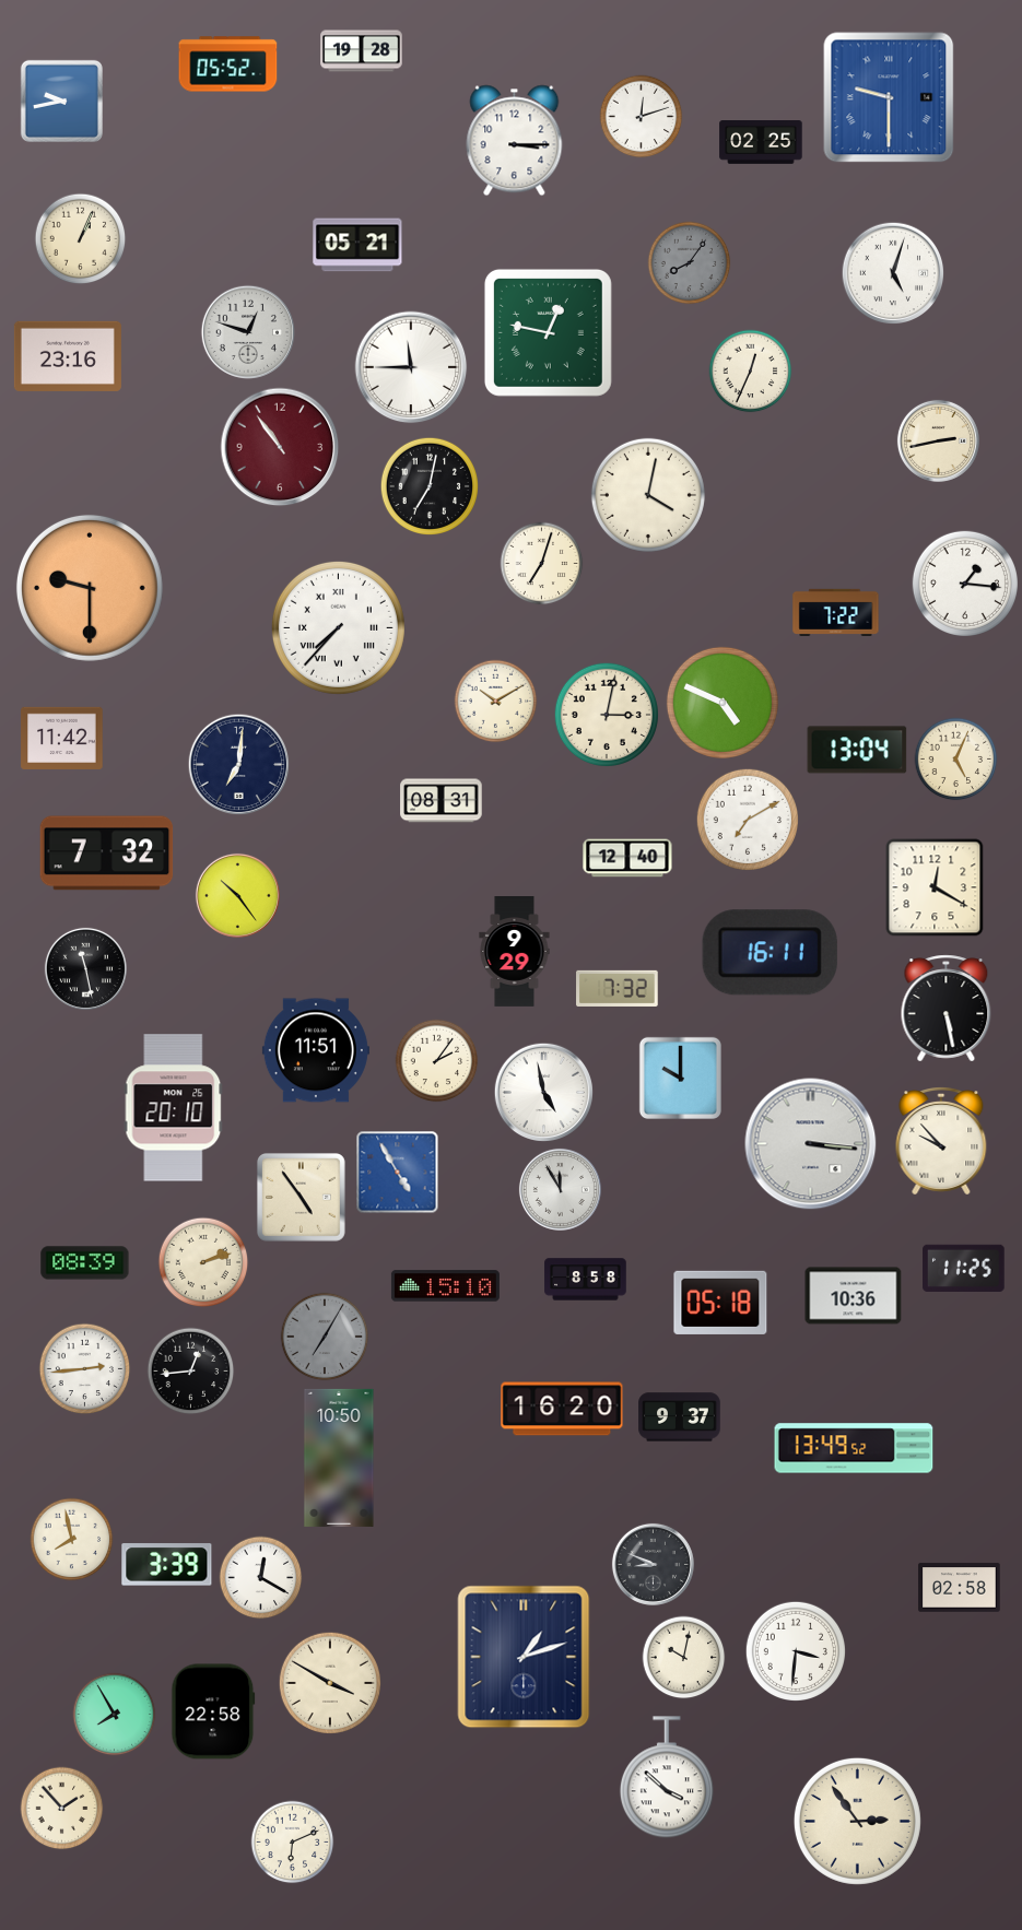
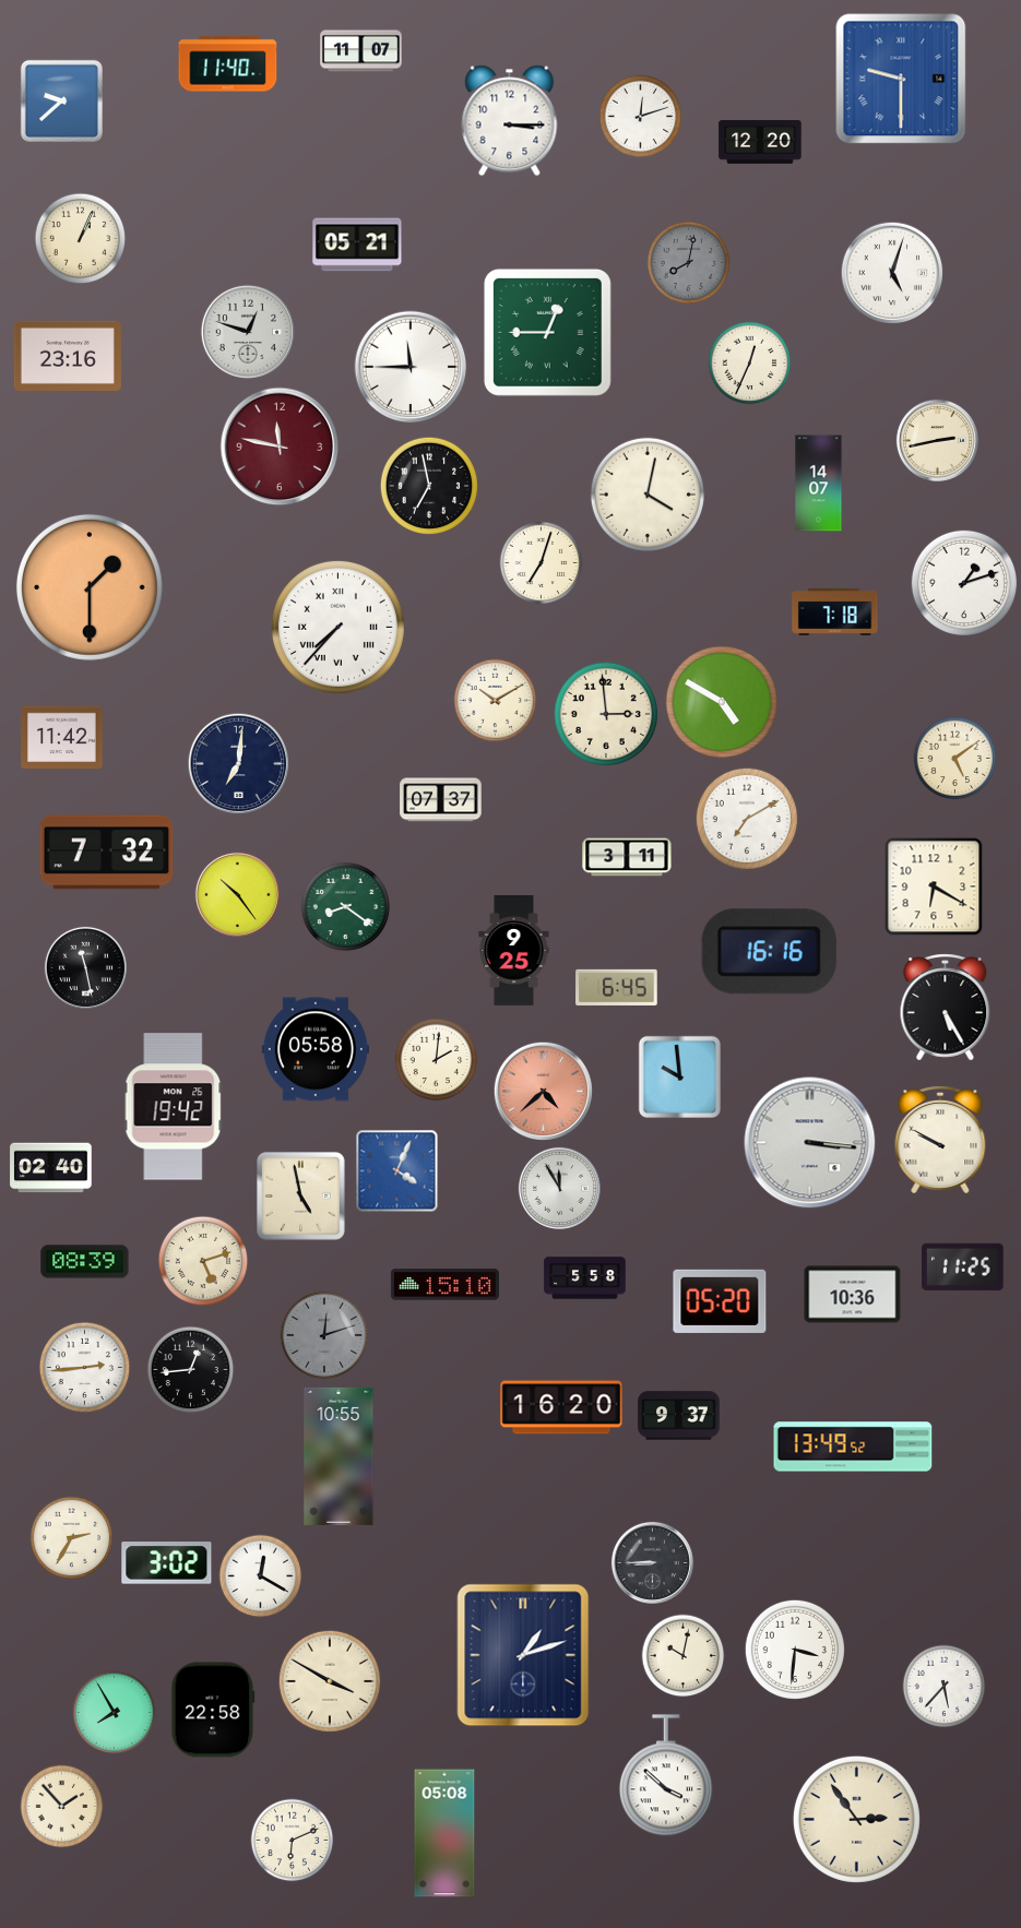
clock at (362, 51): 19:28 -> 11:07
clock at (228, 64): 05:52 -> 11:40
clock at (889, 97) position: (889, 97) -> (901, 79)
clock at (61, 101): 9:43 -> 9:38
clock at (515, 141) position: (515, 141) -> (510, 121)
clock at (761, 143): 02:25 -> 12:20
clock at (690, 263): 8:06 -> 8:02
clock at (548, 332): 12:47 -> 12:45
clock at (751, 372) position: (751, 372) -> (750, 364)
clock at (280, 447): 10:54 -> 11:47
clock at (819, 484): none -> 14:07
clock at (428, 486): 7:02 -> 6:58
clock at (965, 584): 1:16 -> 1:12
clock at (90, 588): 9:30 -> 1:30
clock at (836, 612): 7:22 -> 7:18
clock at (723, 703): 4:49 -> 4:50
clock at (607, 715): 3:02 -> 2:59
clock at (857, 750): 13:04 -> none
clock at (956, 760): 5:04 -> 5:09
clock at (442, 801): 08:31 -> 07:37
clock at (627, 858): 12:40 -> 3:11
clock at (935, 887): 12:20 -> 6:20
clock at (346, 907): none -> 8:21
clock at (515, 952): 9:29 -> 9:25
clock at (770, 953): 16:11 -> 16:16
clock at (618, 988): 7:32 -> 6:45
clock at (947, 1009): 5:28 -> 5:25
clock at (316, 1050): 11:51 -> 05:58
clock at (437, 1061): 2:06 -> 2:01
clock at (680, 1078): 10:00 -> 9:59
clock at (543, 1092): 4:58 -> 4:38
clock at (543, 1092) dial: white -> salmon
clock at (174, 1108): 20:10 -> 19:42
clock at (941, 1142): 9:53 -> 9:50
clock at (51, 1168): none -> 02:40
clock at (398, 1173): 4:55 -> 4:04
clock at (302, 1198): 4:54 -> 4:58
clock at (203, 1262): 2:12 -> 5:12
clock at (586, 1280): 8:58 -> 5:58
clock at (720, 1303): 05:18 -> 05:20
clock at (325, 1337): 7:05 -> 12:12
clock at (339, 1458): 10:50 -> 10:55
clock at (72, 1540): 7:58 -> 2:35
clock at (653, 1564): 8:49 -> 8:45
clock at (167, 1565): 3:39 -> 3:02
clock at (960, 1588): 02:58 -> none
clock at (945, 1687): none -> 5:37
clock at (444, 1833): none -> 05:08
